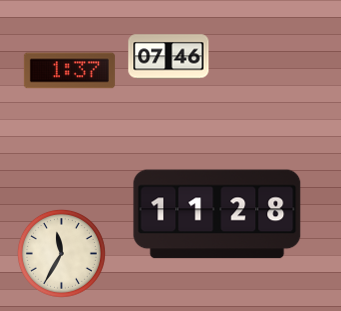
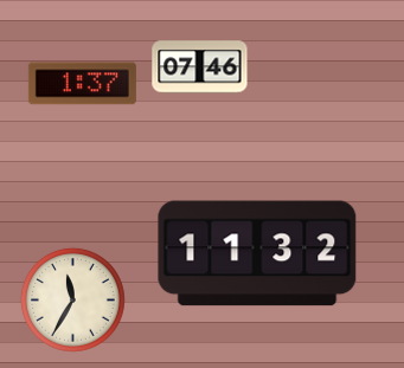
clock at (217, 214): 11:28 -> 11:32
